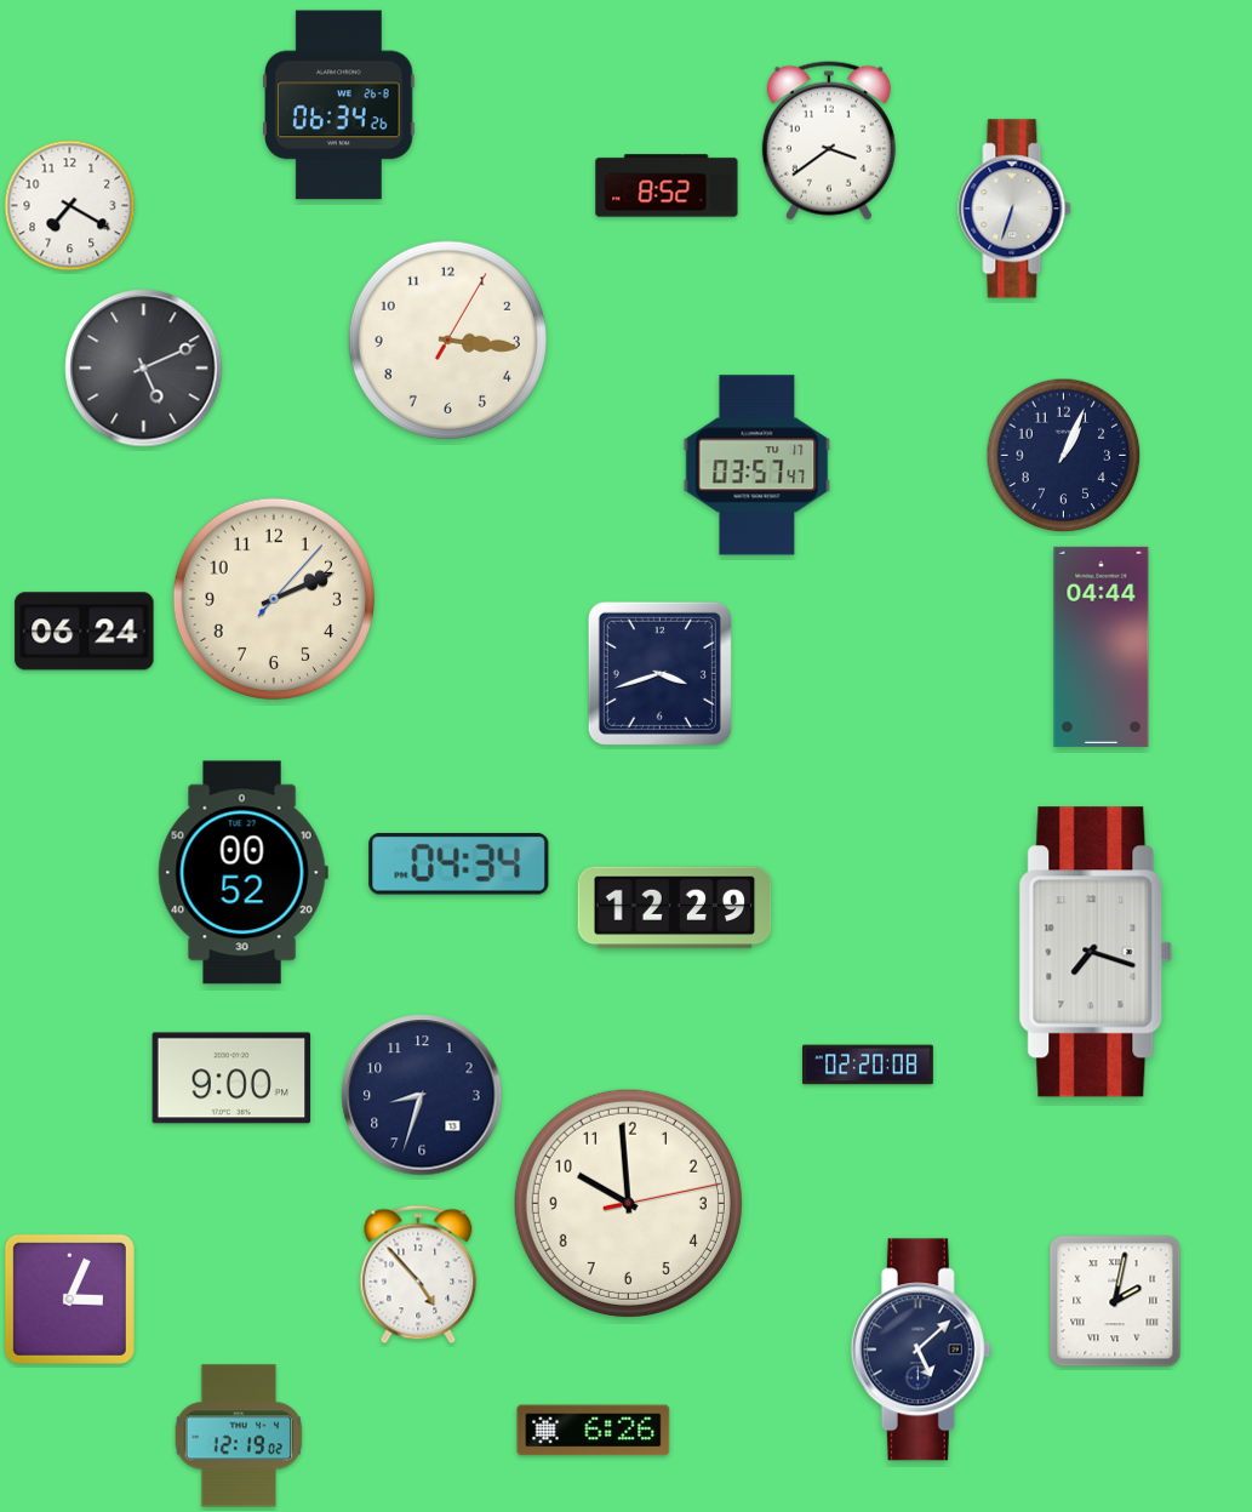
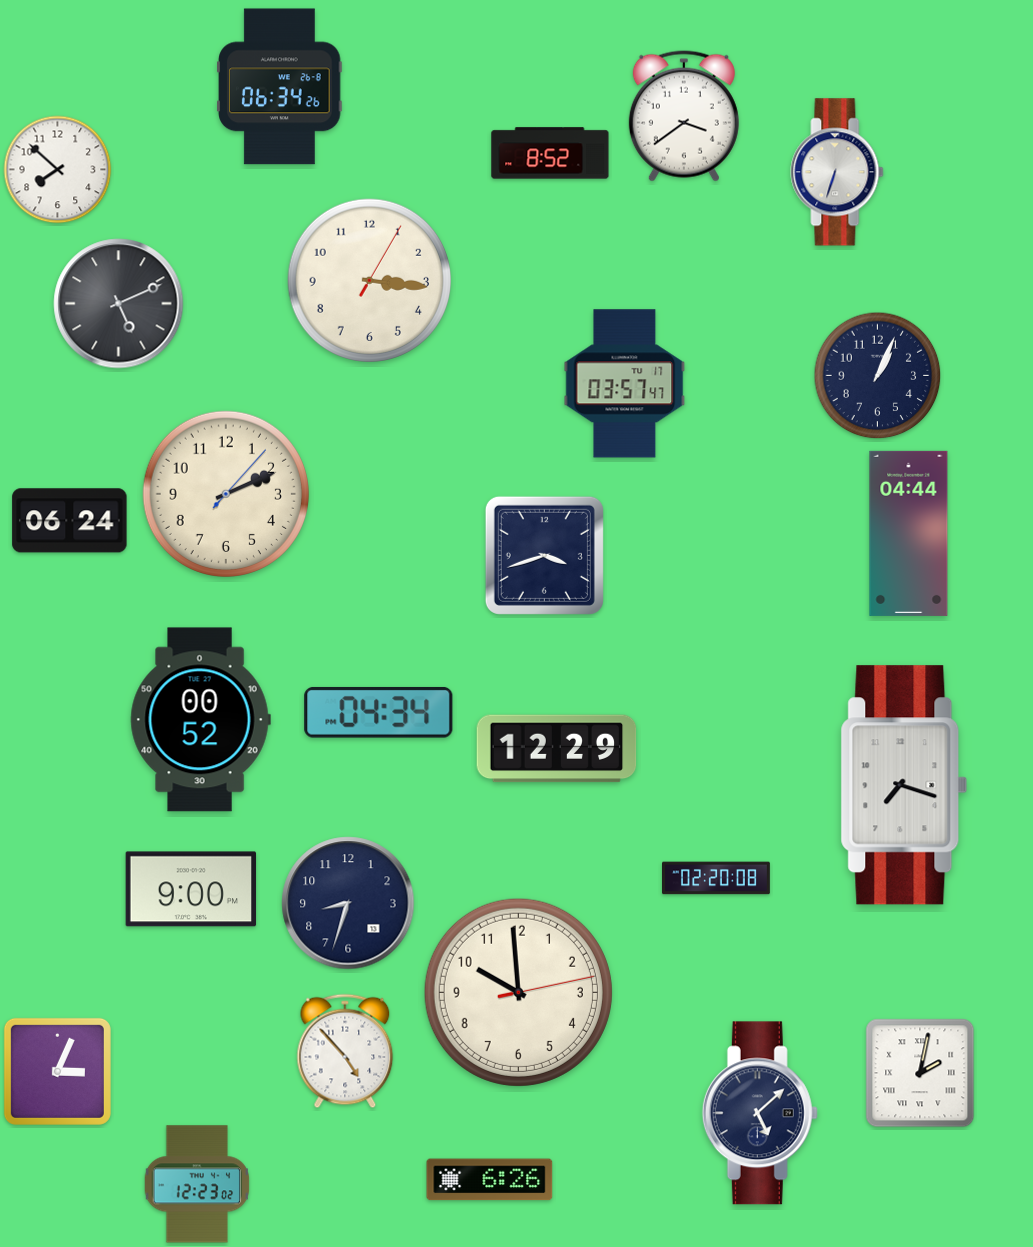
clock at (70, 206): 7:20 -> 7:52
clock at (239, 1436): 12:19 -> 12:23
